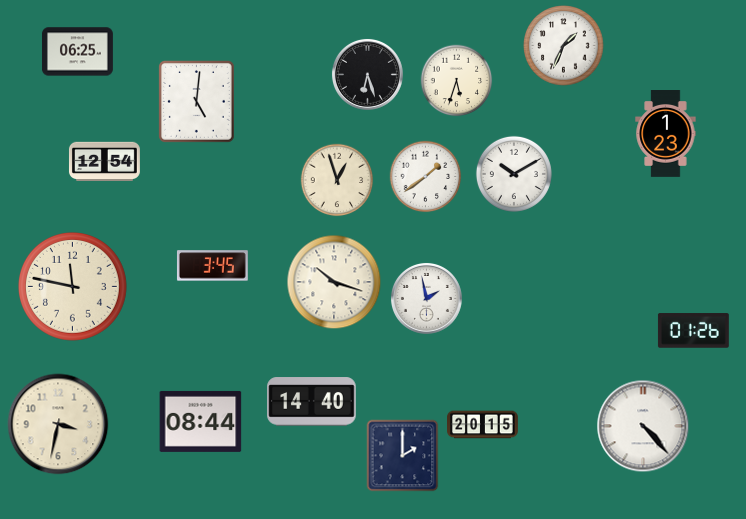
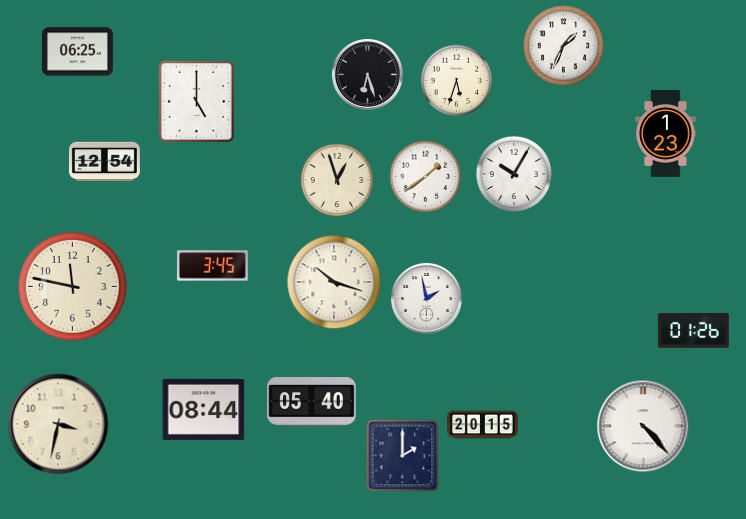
clock at (196, 101): 5:01 -> 5:00
clock at (514, 174): 10:10 -> 10:05
clock at (312, 402): 14:40 -> 05:40
clock at (201, 421) position: (201, 421) -> (204, 409)
